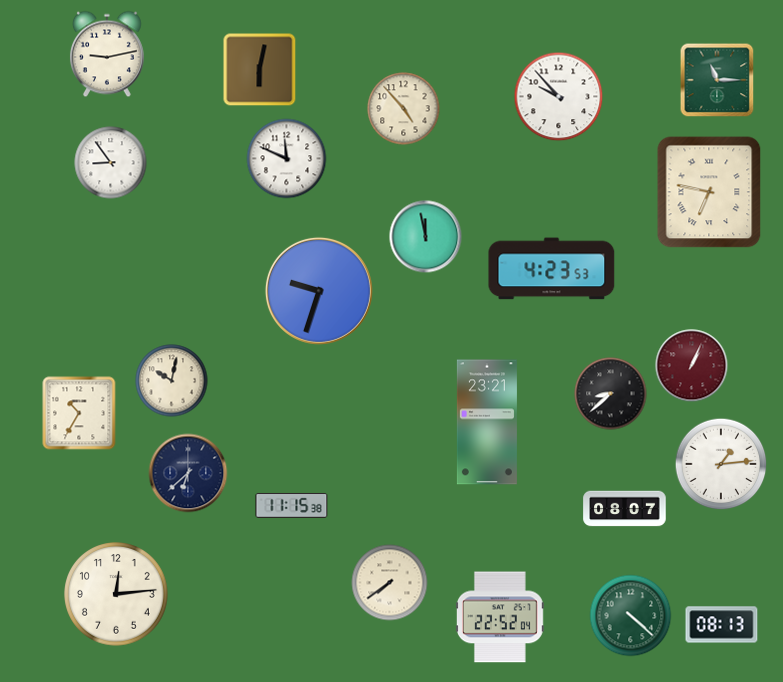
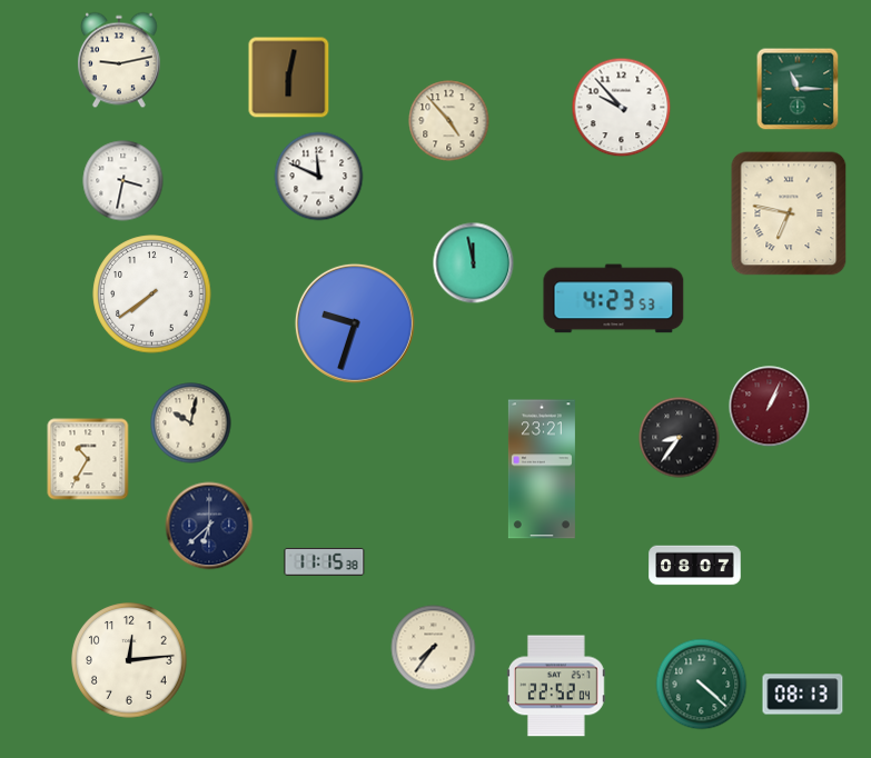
clock at (111, 163): 8:54 -> 3:32
clock at (152, 295): none -> 7:39
clock at (611, 394): 8:38 -> 8:36
clock at (721, 464): 1:14 -> none
clock at (390, 583): 7:39 -> 7:36
